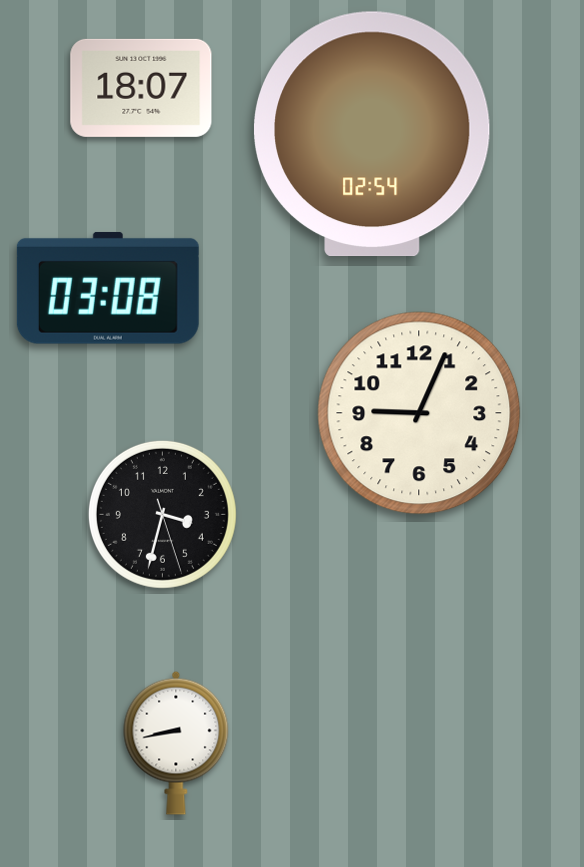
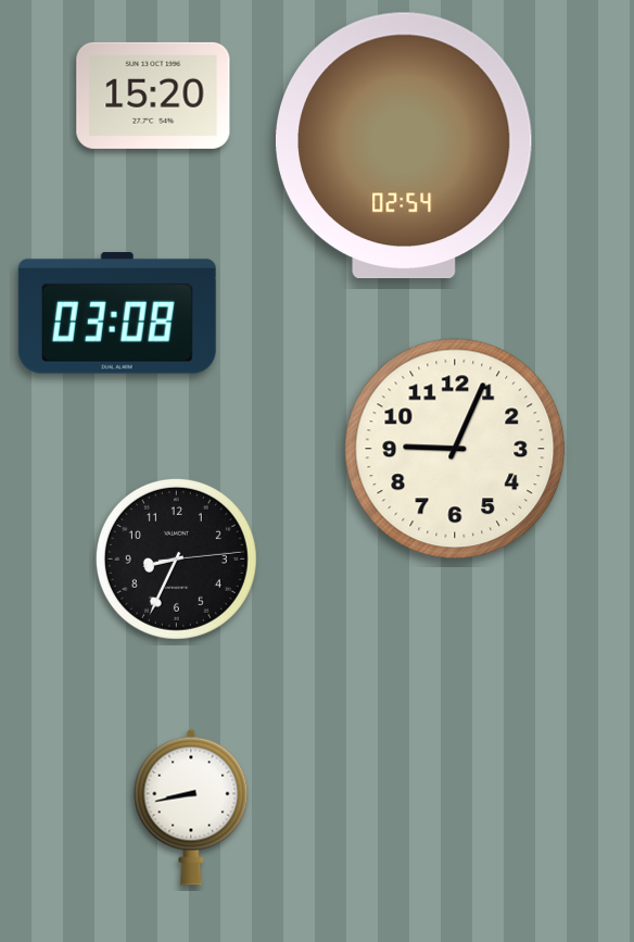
clock at (141, 88): 18:07 -> 15:20
clock at (162, 514): 3:32 -> 8:34
